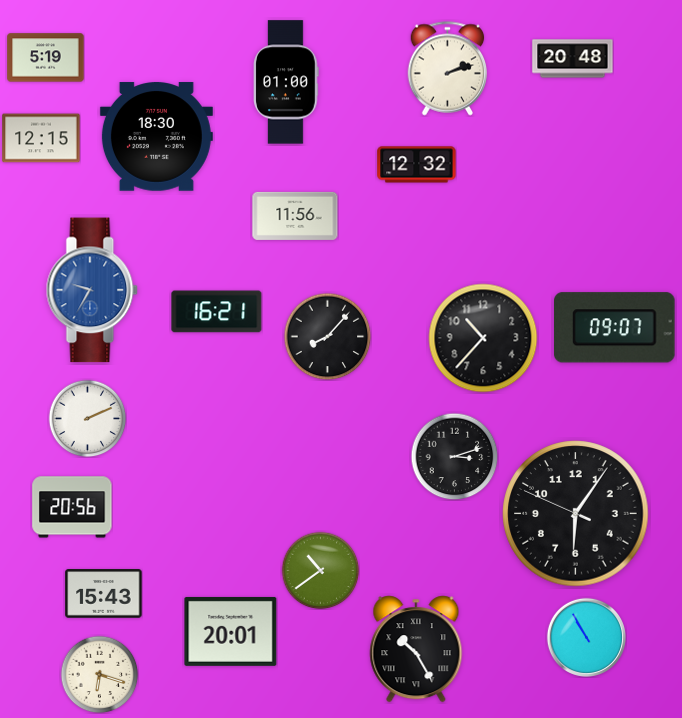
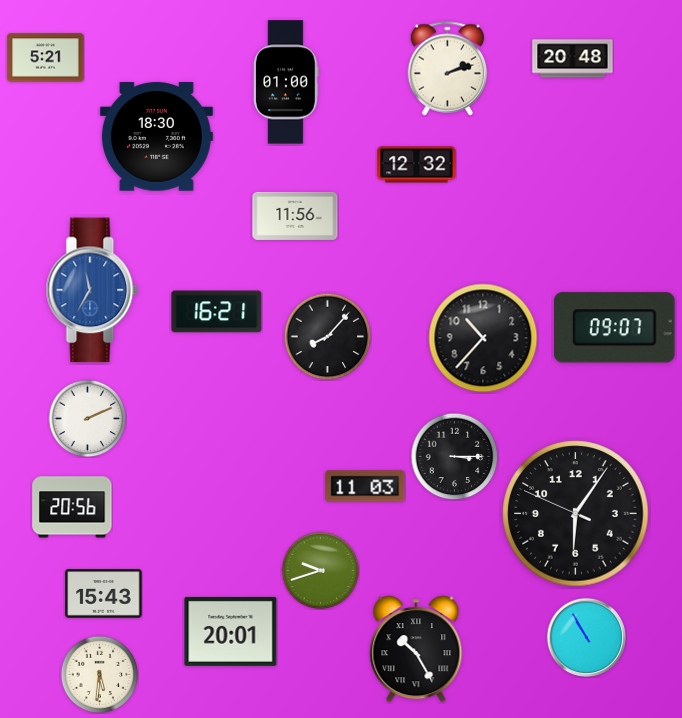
clock at (46, 58): 5:19 -> 5:21
clock at (41, 138): 12:15 -> none
clock at (92, 290): 9:35 -> 11:35
clock at (454, 456): 3:12 -> 3:15
clock at (365, 486): none -> 11:03
clock at (320, 570): 10:39 -> 9:42
clock at (99, 674): 6:18 -> 5:31
